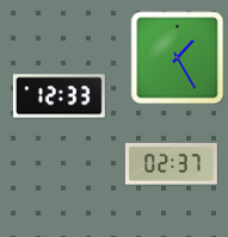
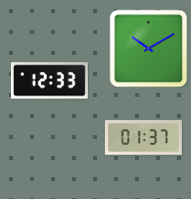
clock at (177, 57): 1:25 -> 10:10
clock at (171, 164): 02:37 -> 01:37
